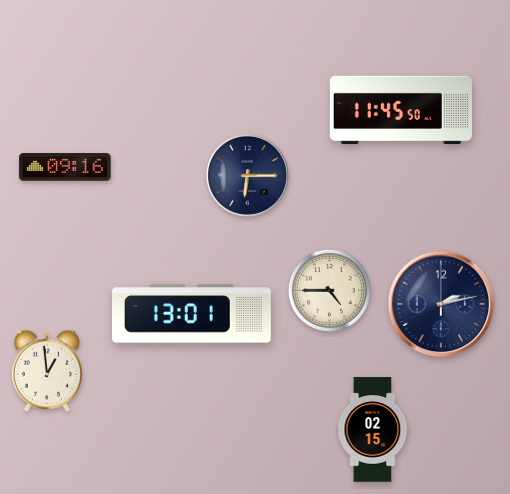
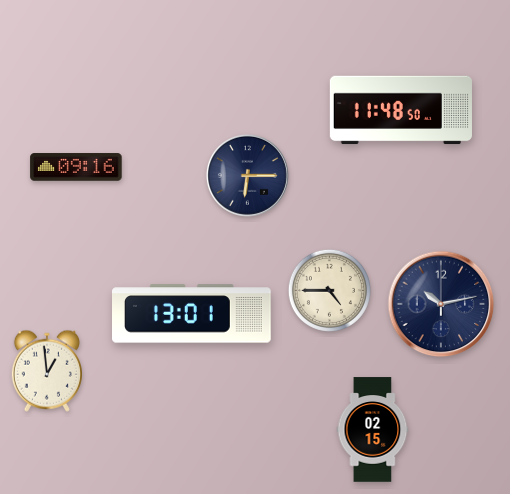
clock at (401, 110): 11:45 -> 11:48
clock at (65, 167) position: (65, 167) -> (76, 167)
clock at (441, 304): 2:13 -> 10:13
